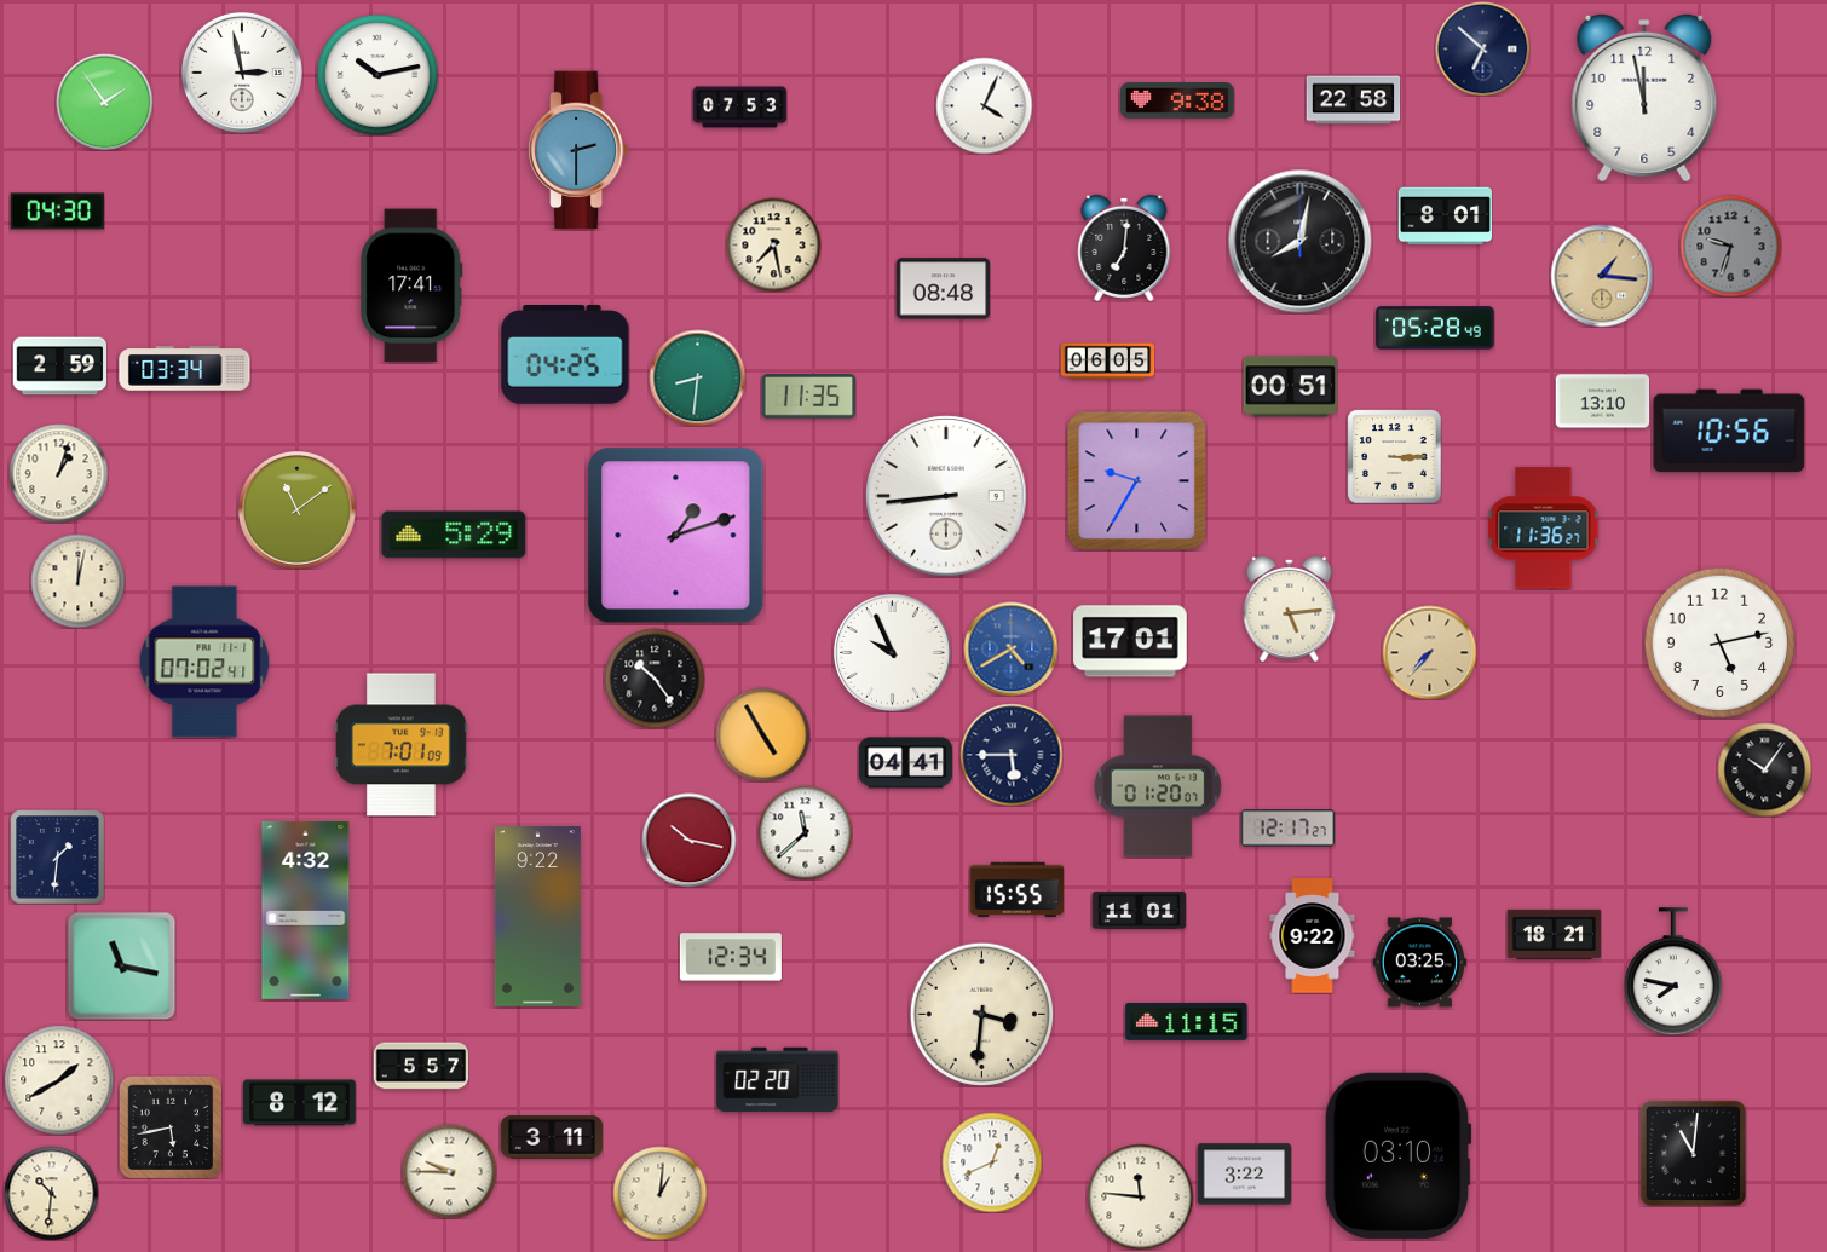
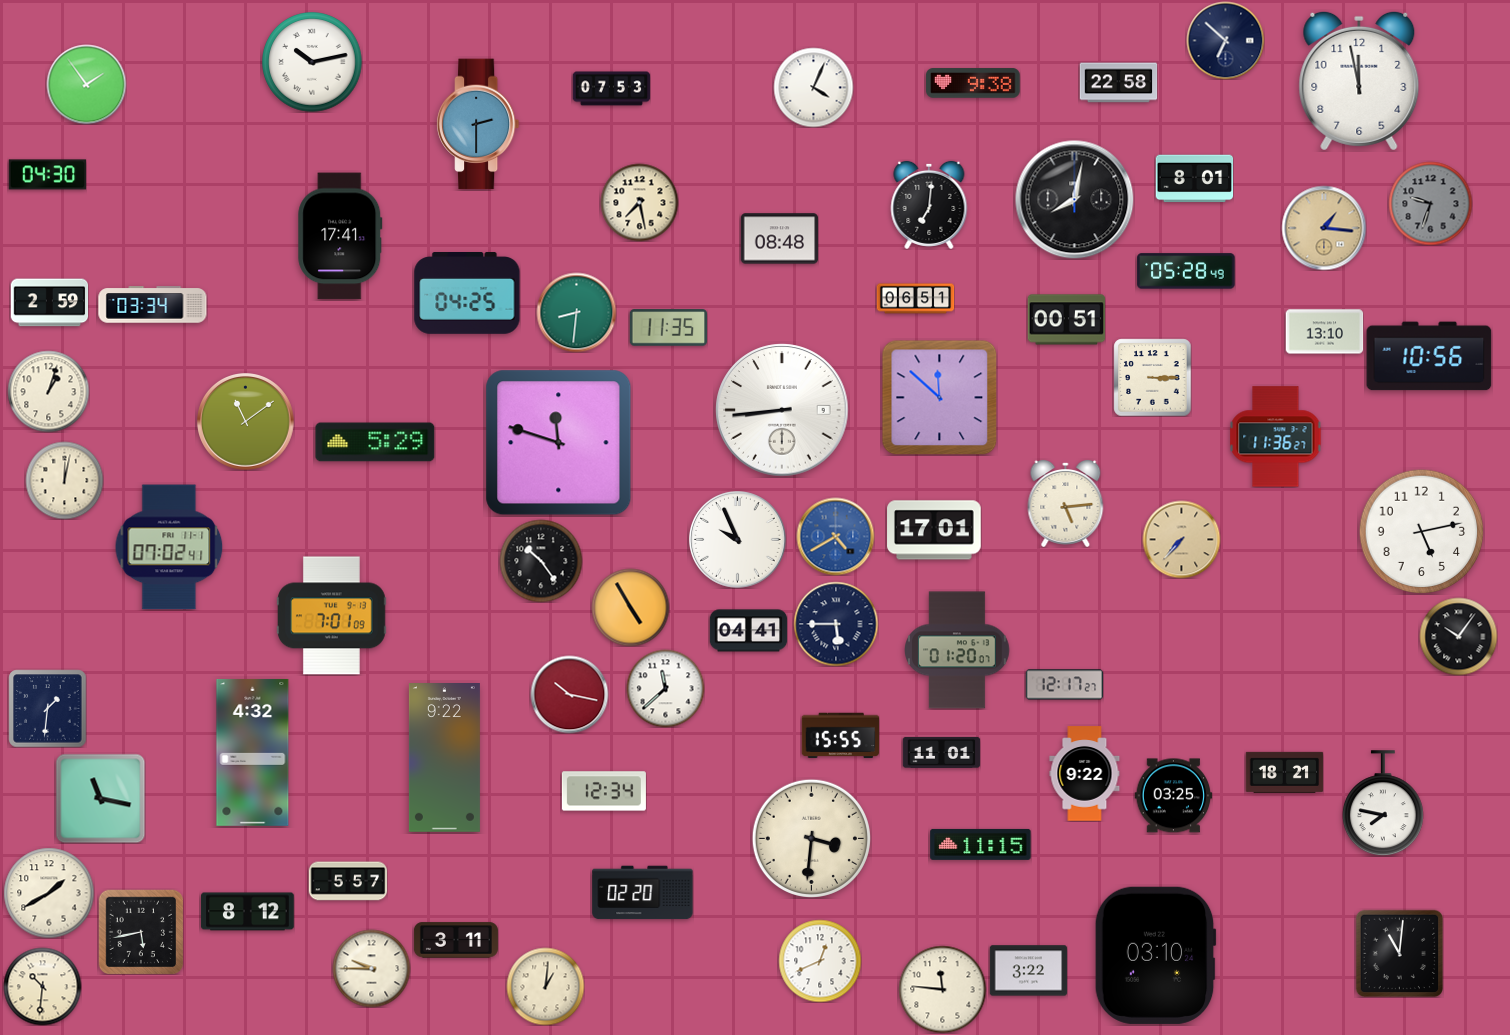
clock at (242, 73): 2:58 -> none
clock at (1107, 362): 06:05 -> 06:51
clock at (1136, 480): 9:35 -> 11:52
clock at (676, 536): 1:12 -> 11:48
